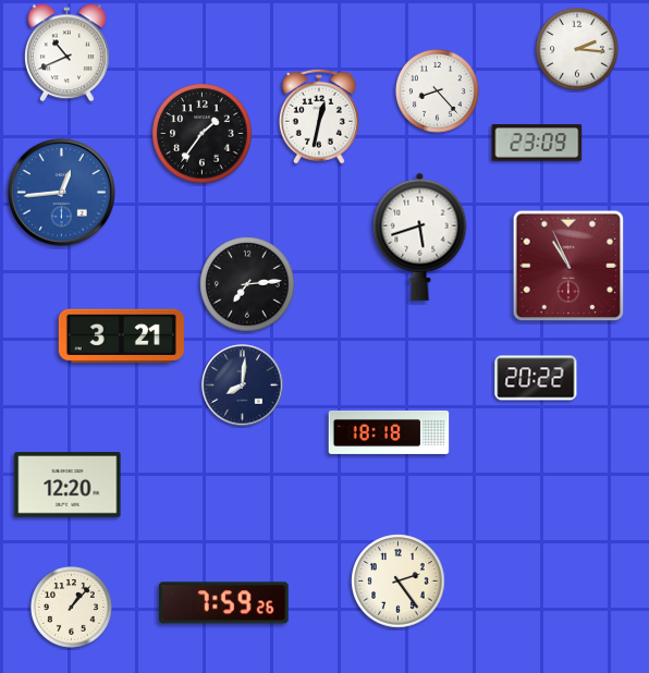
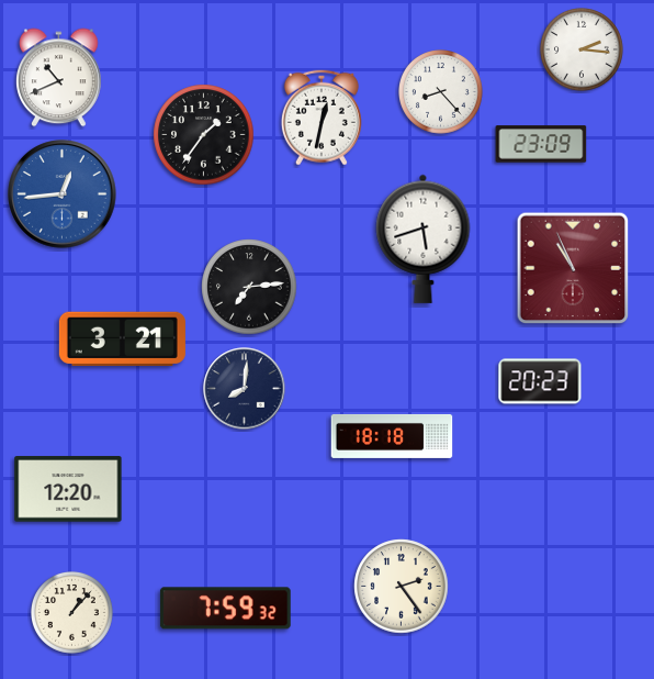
clock at (68, 53) position: (68, 53) -> (59, 78)
clock at (536, 378): 20:22 -> 20:23
clock at (223, 603): 7:59:26 -> 7:59:32
